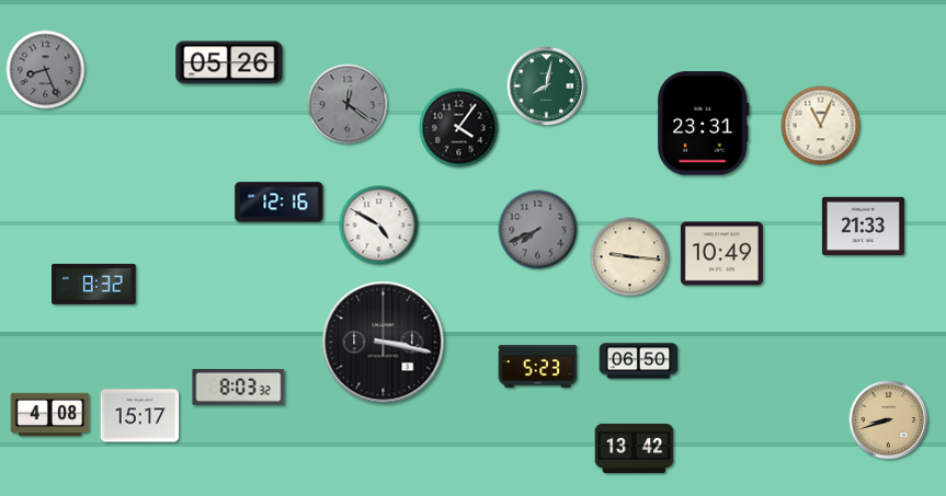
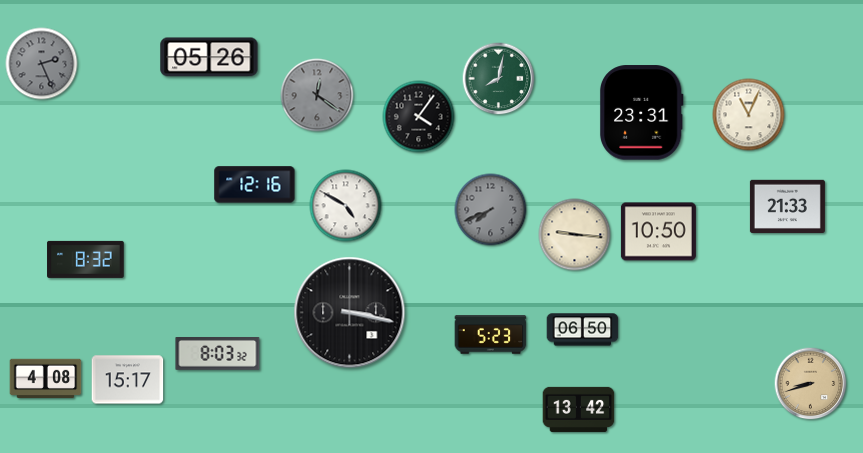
clock at (46, 70): 8:26 -> 2:26
clock at (721, 254): 10:49 -> 10:50
